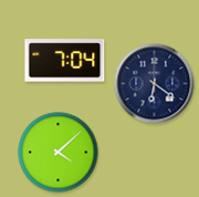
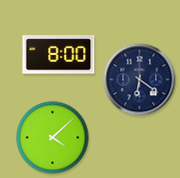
clock at (65, 61): 7:04 -> 8:00
clock at (155, 84) position: (155, 84) -> (140, 80)
